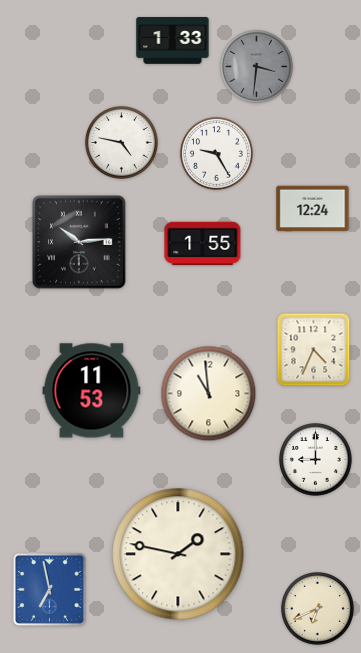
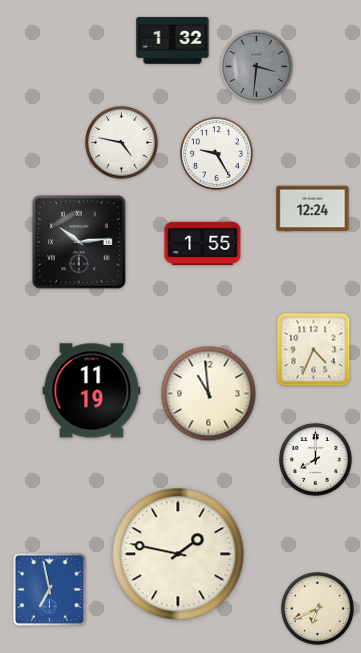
clock at (173, 41): 1:33 -> 1:32
clock at (92, 391): 11:53 -> 11:19
clock at (316, 460): 9:00 -> 8:00
